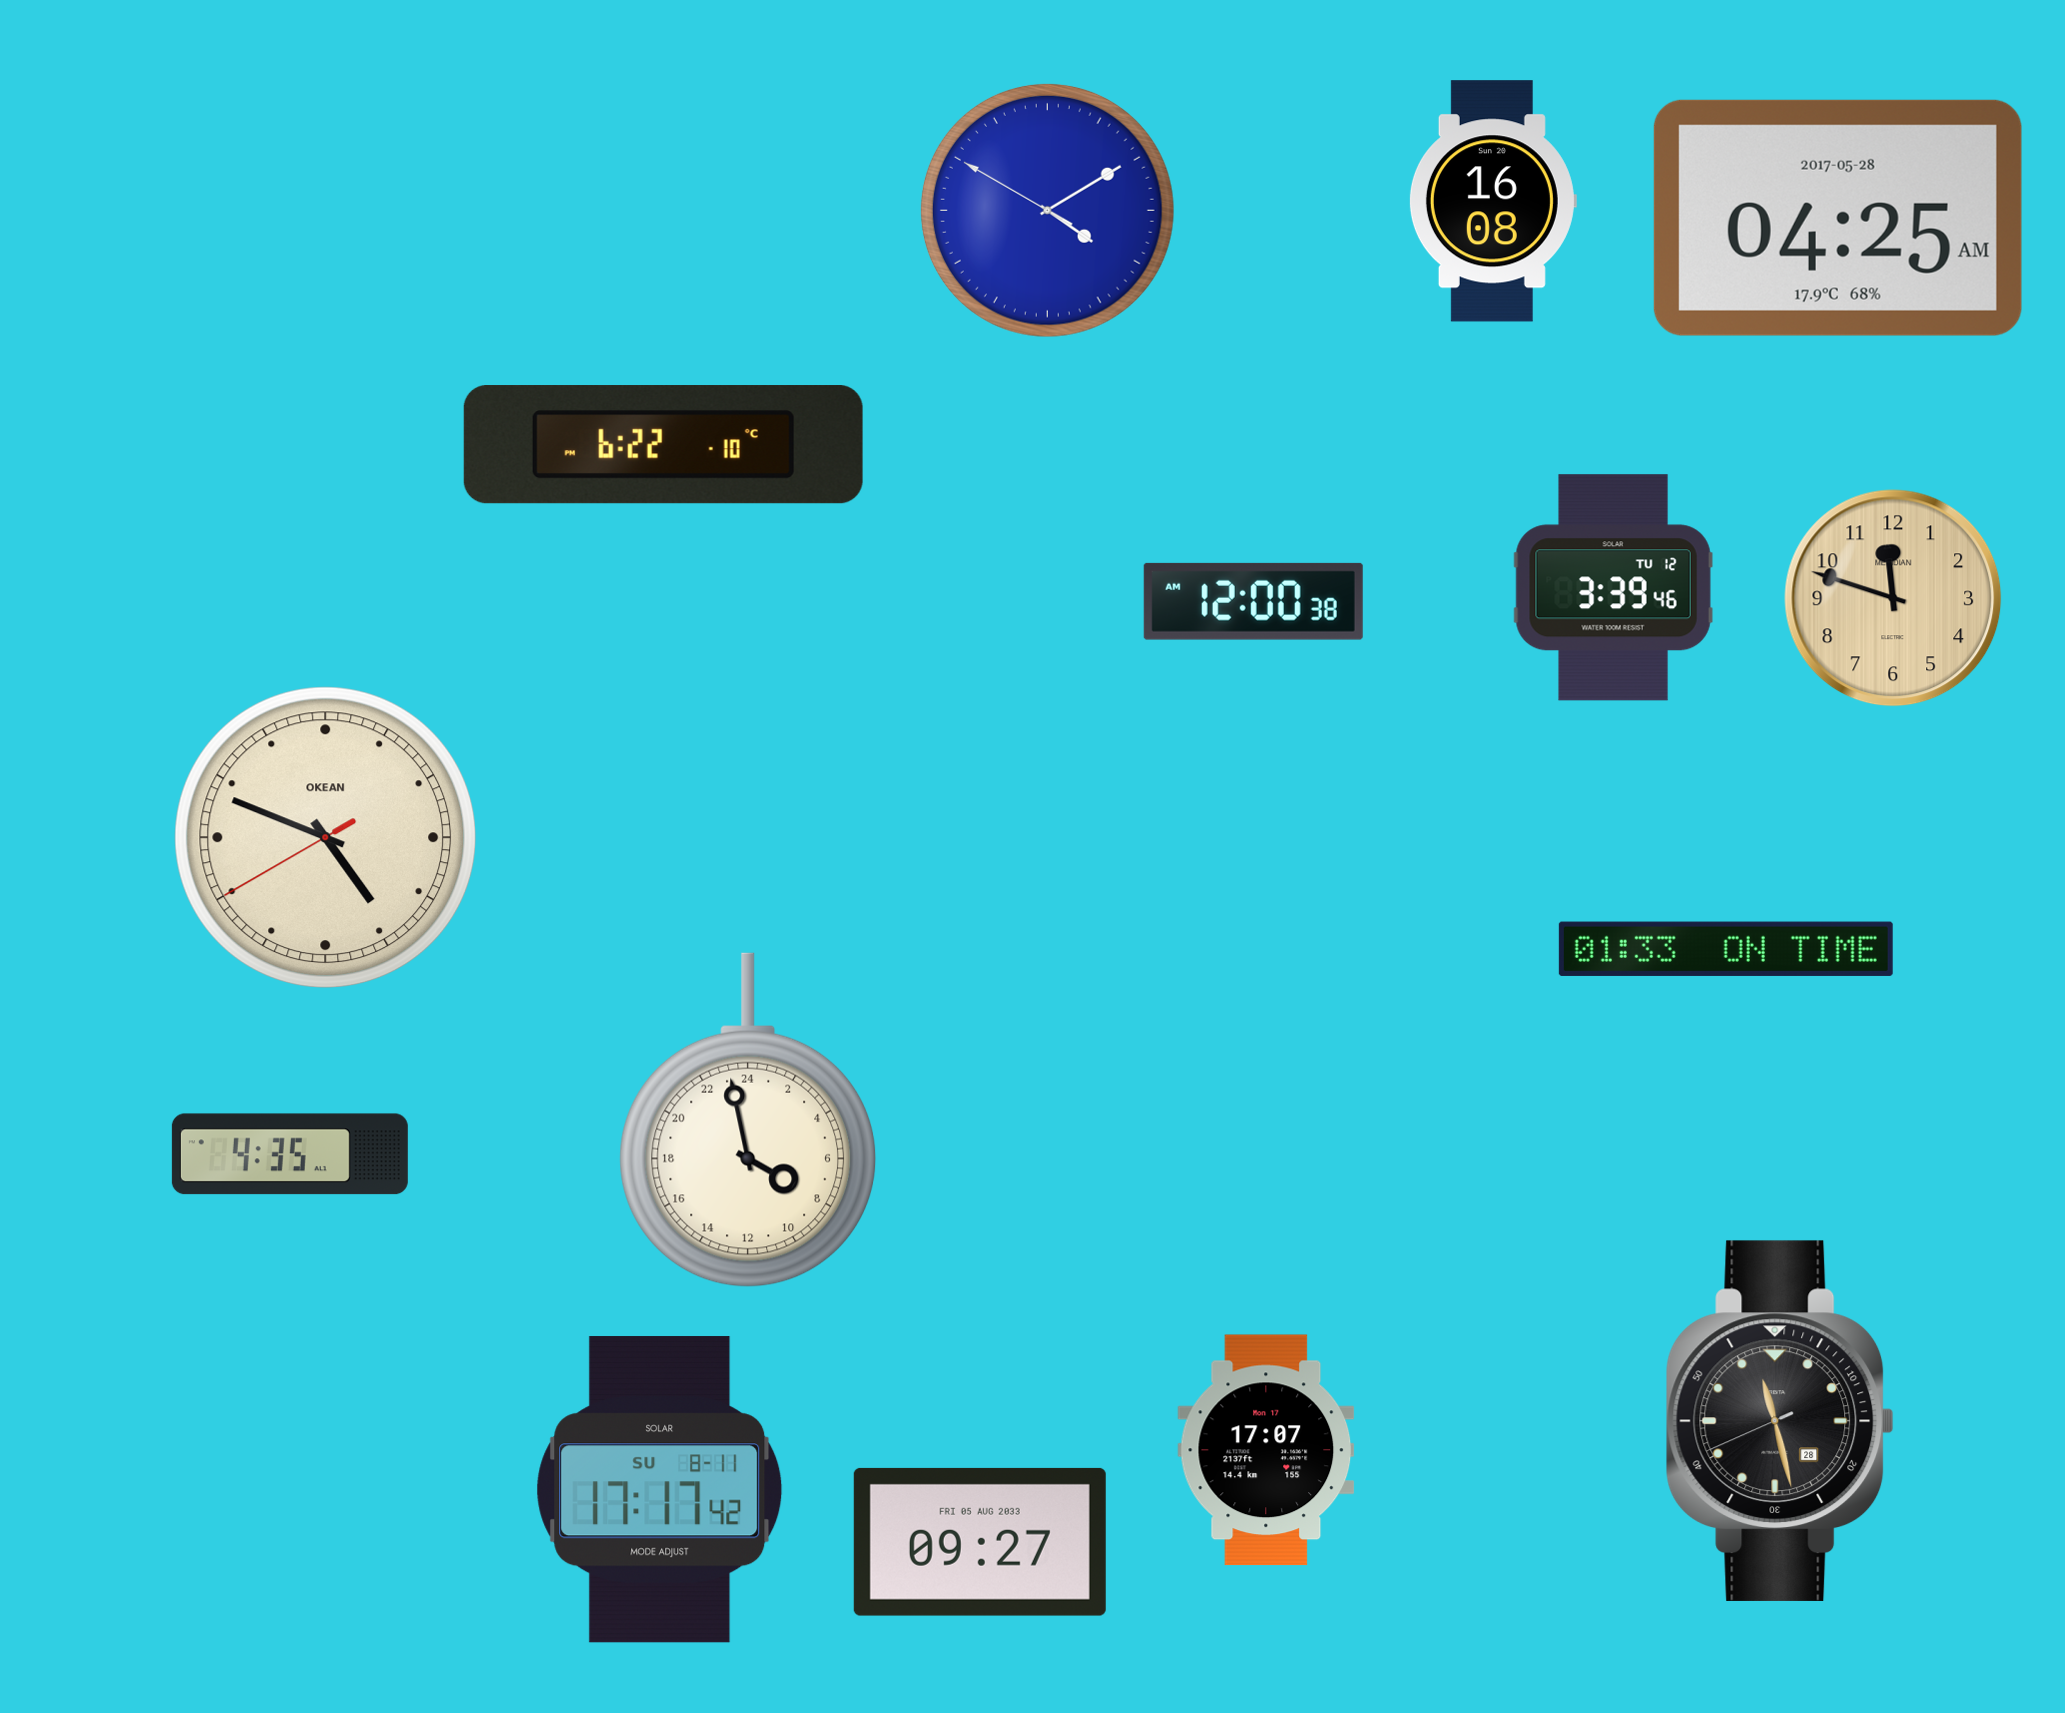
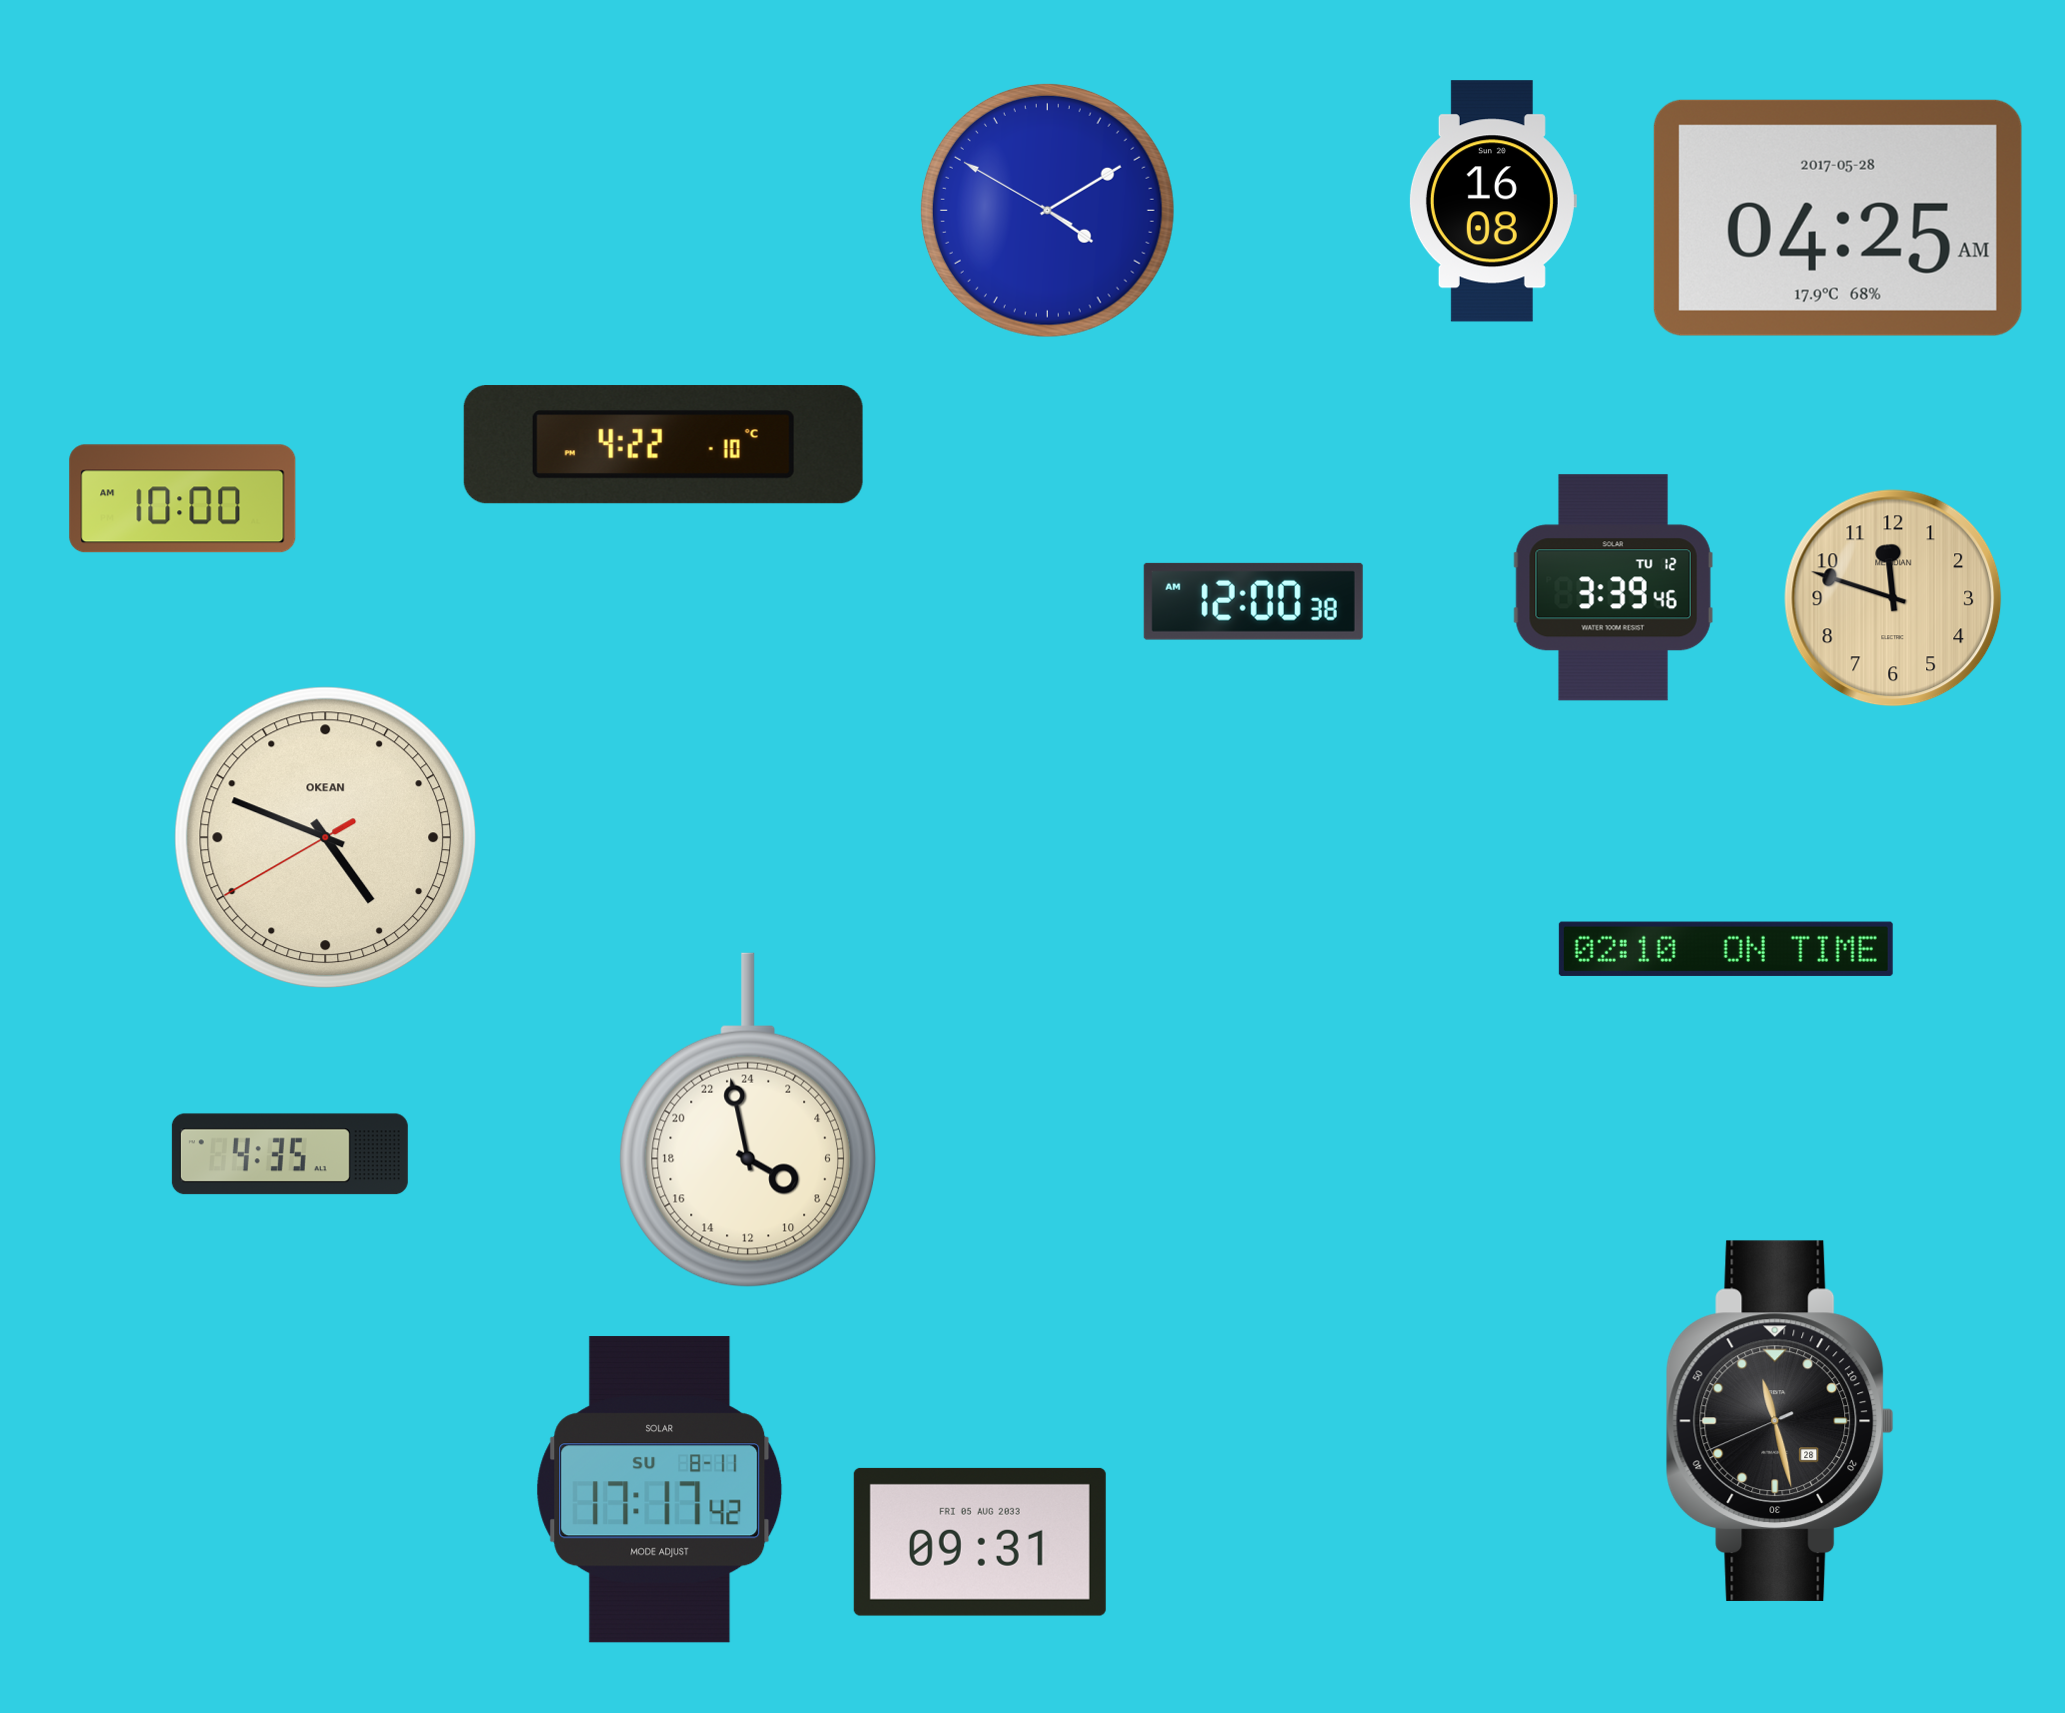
clock at (663, 445): 6:22 -> 4:22
clock at (183, 499): none -> 10:00
clock at (1726, 949): 01:33 -> 02:10
clock at (1266, 1450): 17:07 -> none
clock at (980, 1542): 09:27 -> 09:31
